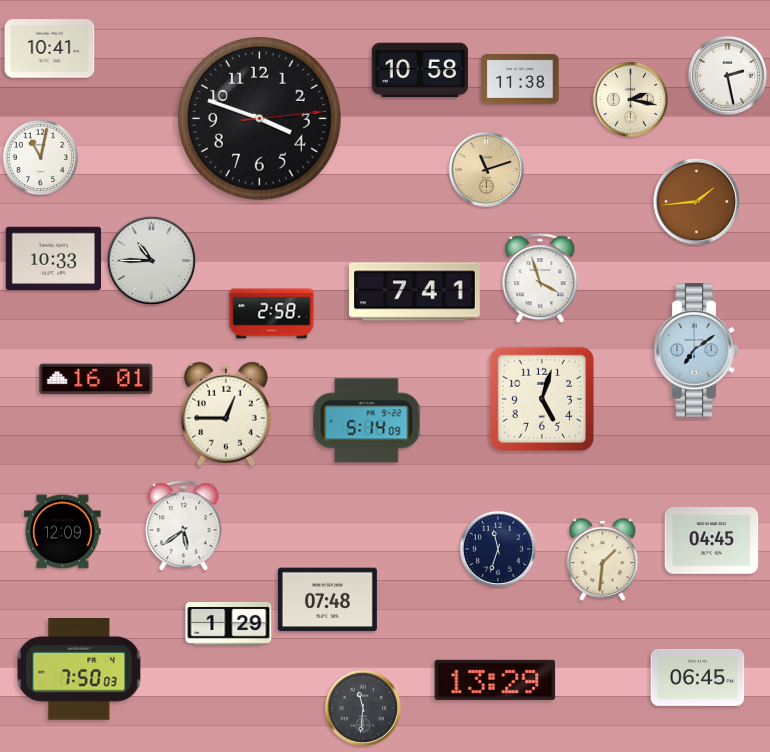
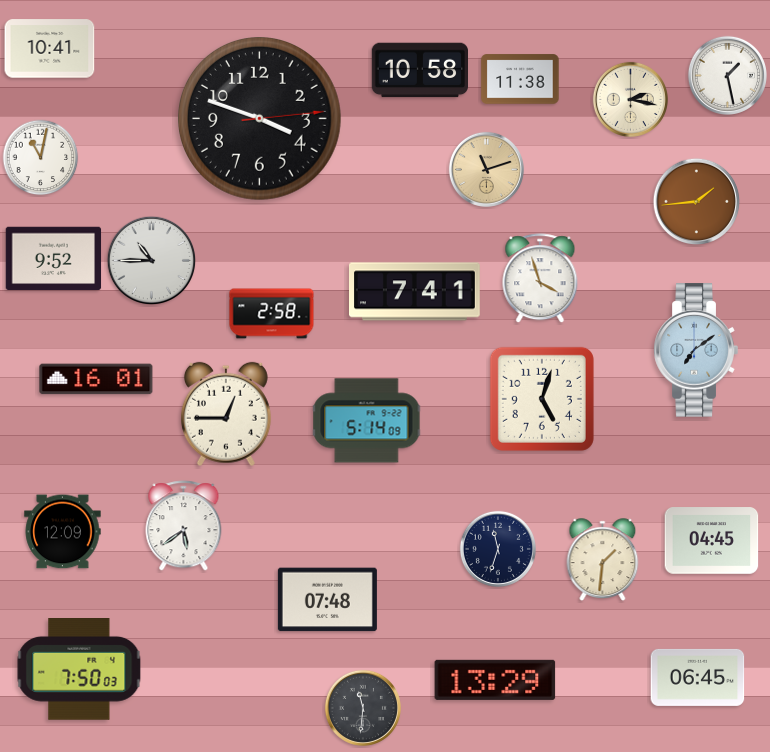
clock at (727, 75): 2:28 -> 1:28
clock at (54, 259): 10:33 -> 9:52
clock at (229, 623): 1:29 -> none
